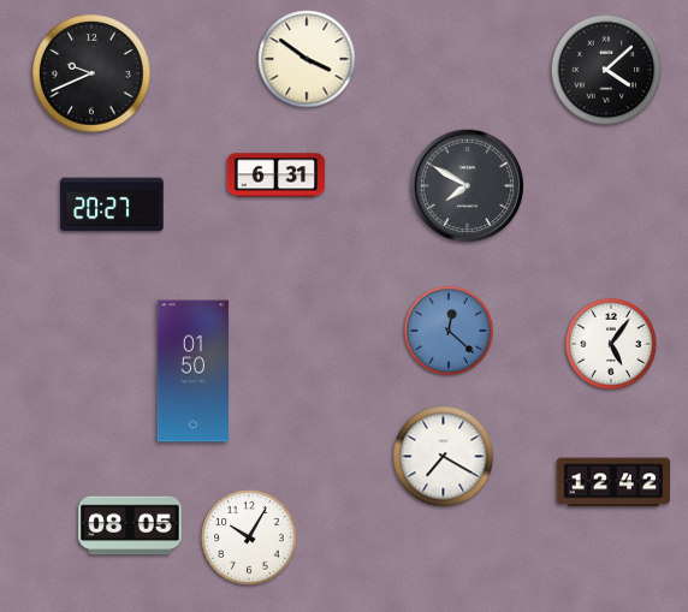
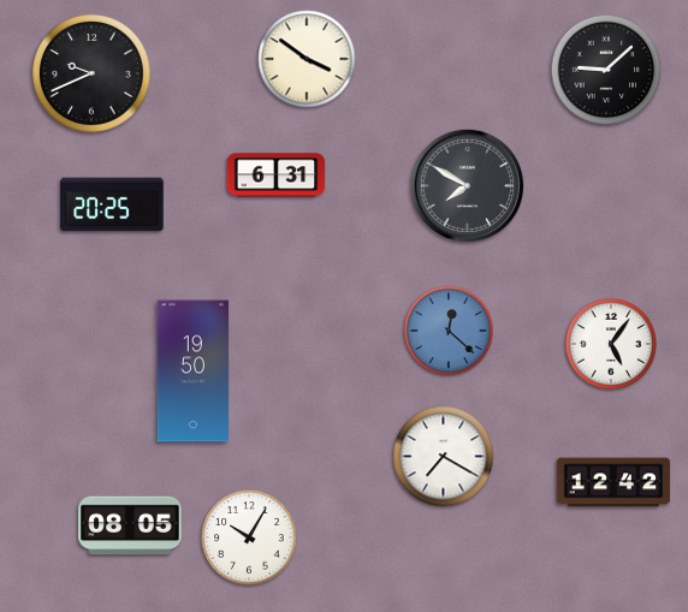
clock at (606, 70): 4:08 -> 9:08
clock at (112, 204): 20:27 -> 20:25
clock at (192, 372): 01:50 -> 19:50
